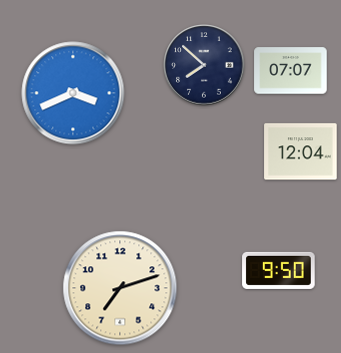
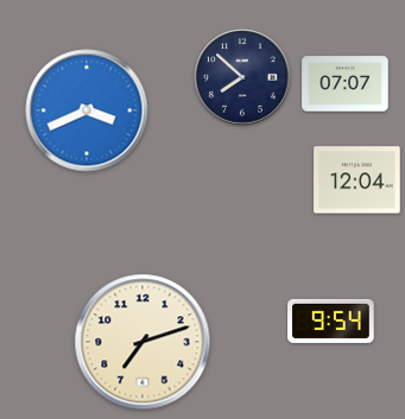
clock at (279, 270): 9:50 -> 9:54
